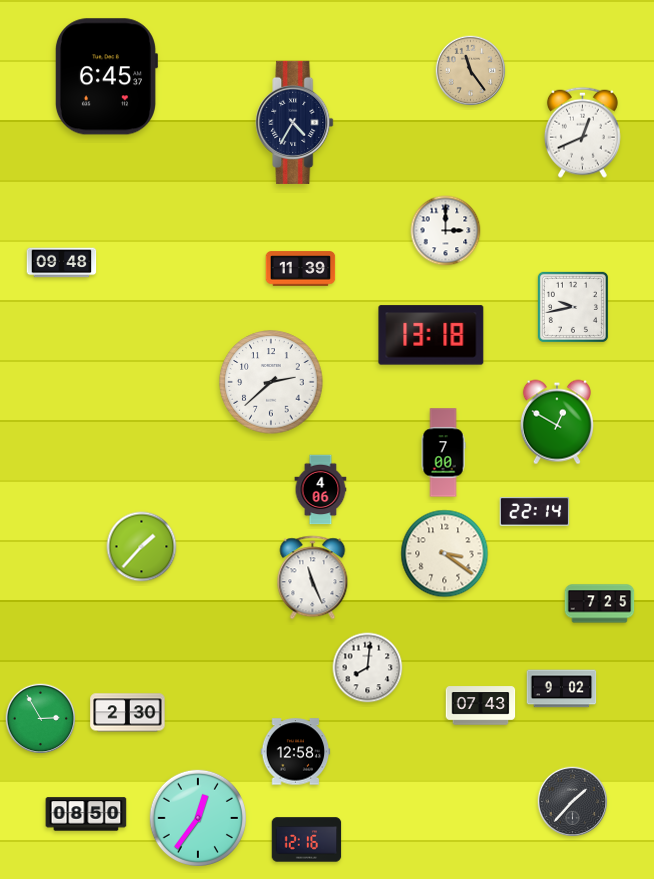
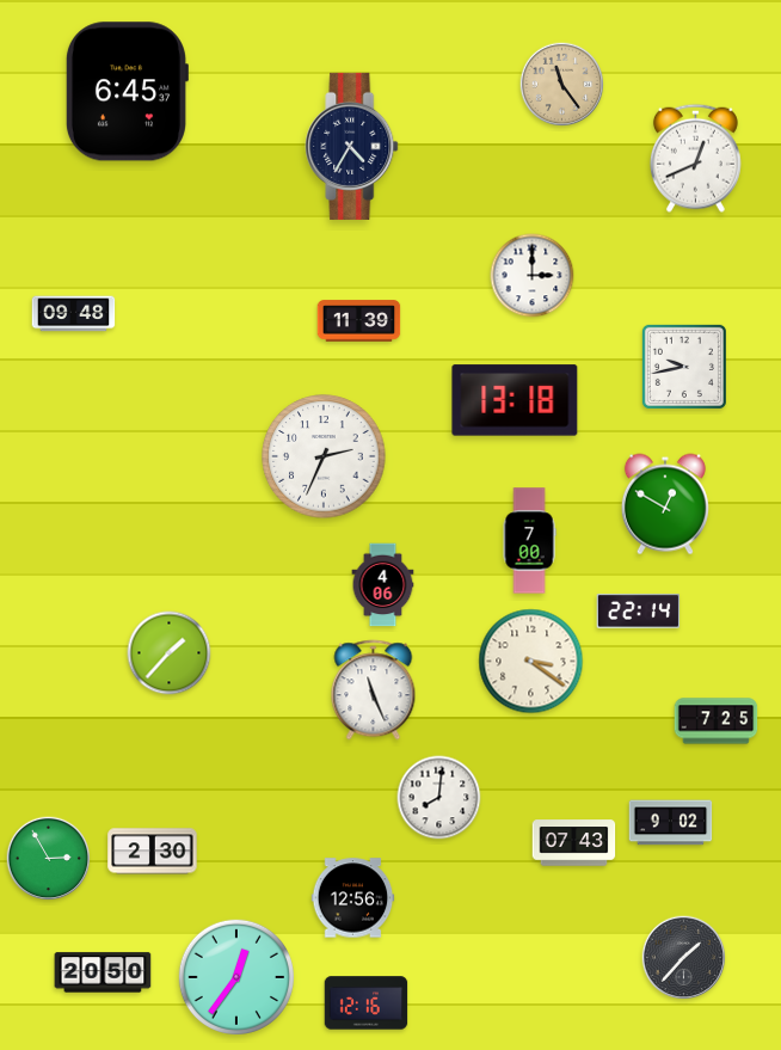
clock at (271, 382): 2:38 -> 2:34
clock at (296, 752): 12:58 -> 12:56
clock at (86, 814): 08:50 -> 20:50
